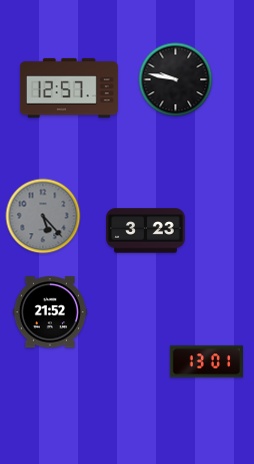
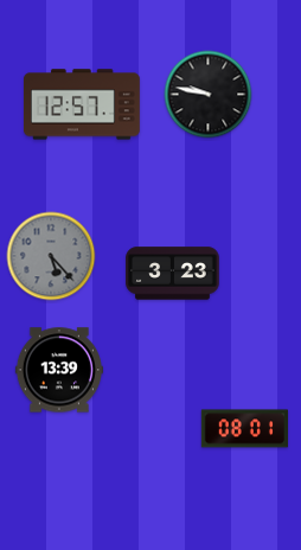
clock at (50, 312): 21:52 -> 13:39
clock at (206, 362): 13:01 -> 08:01
